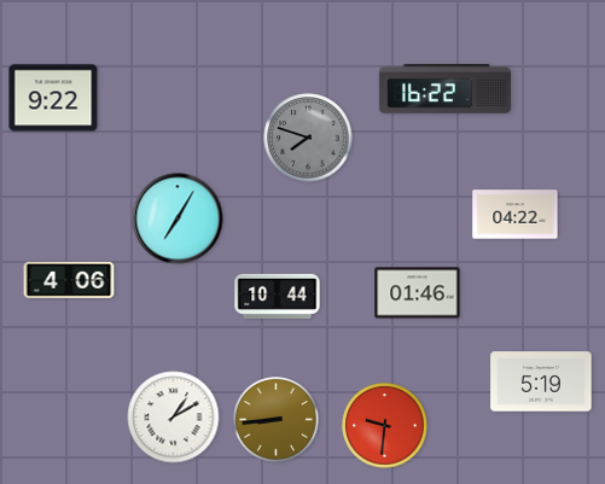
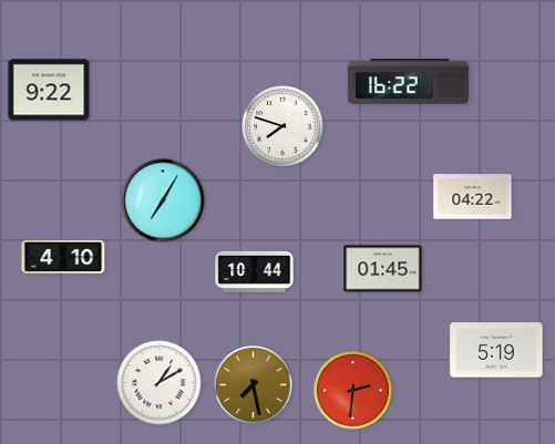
clock at (308, 138) dial: grey -> white
clock at (69, 280): 4:06 -> 4:10
clock at (418, 293): 01:46 -> 01:45
clock at (277, 420): 8:44 -> 7:28
clock at (385, 426): 9:31 -> 2:31
